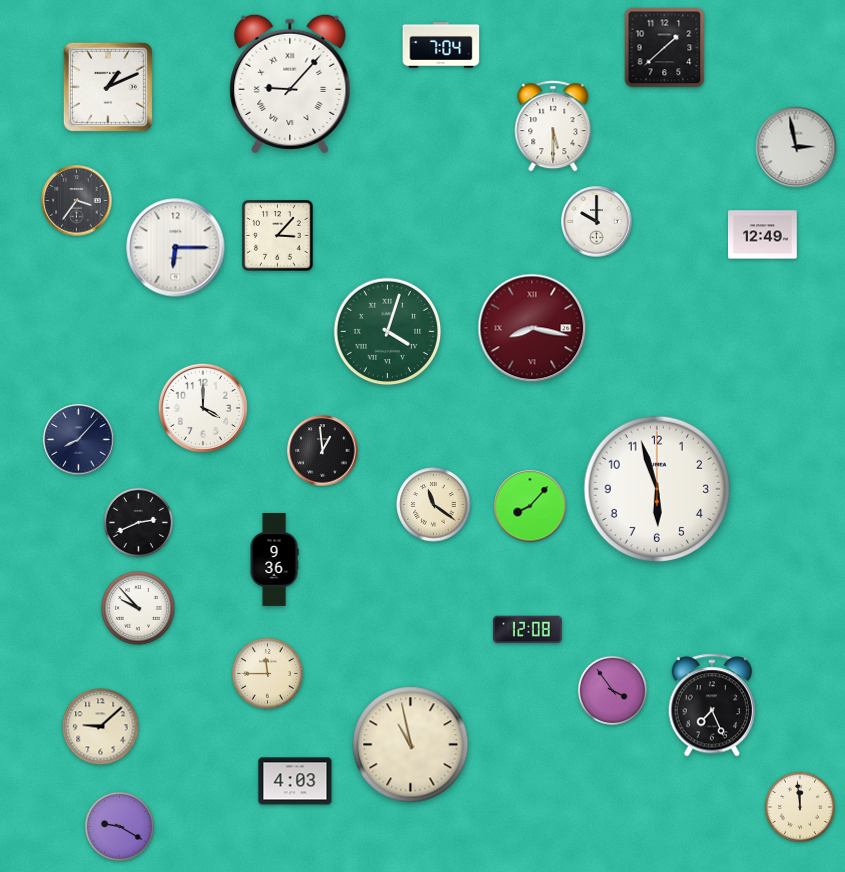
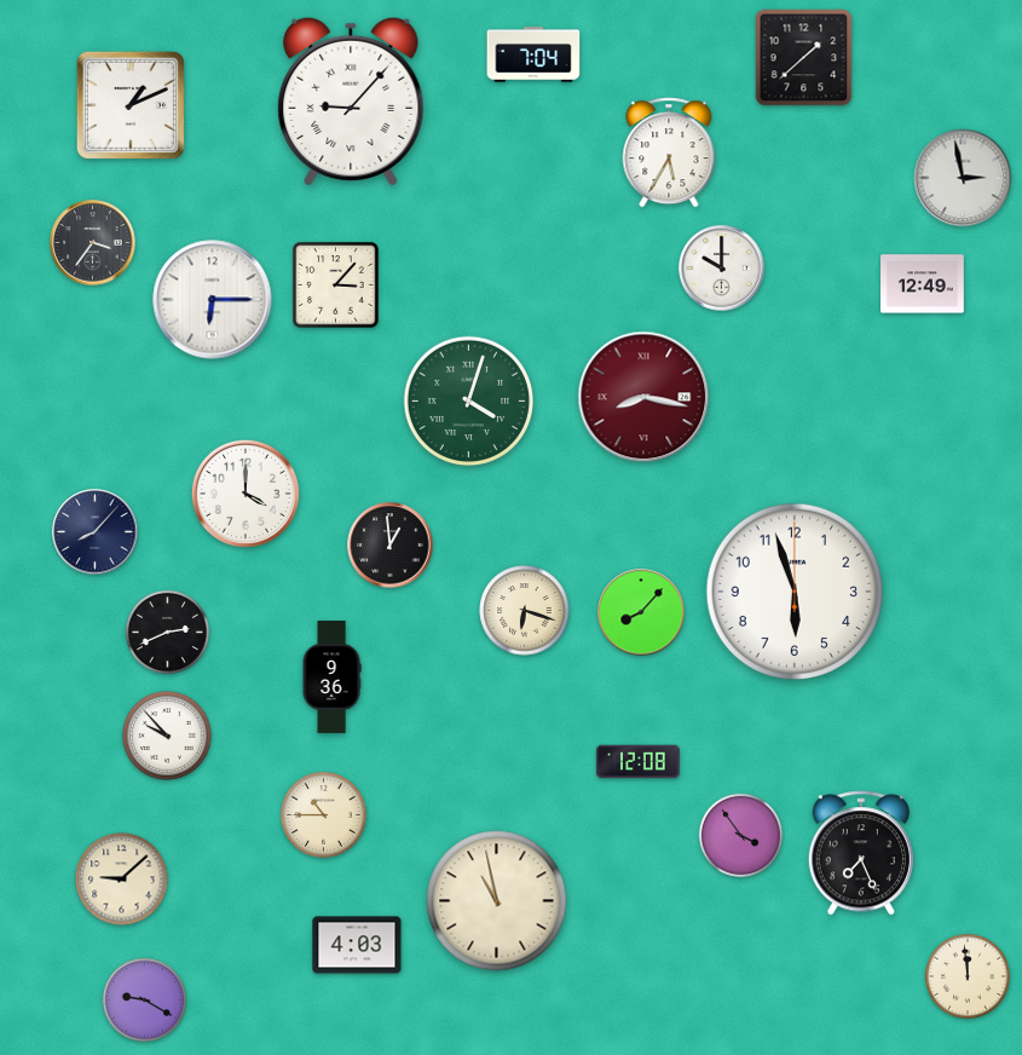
clock at (553, 126): 5:30 -> 5:35
clock at (434, 505): 11:21 -> 6:18
clock at (267, 673): 11:45 -> 10:45
